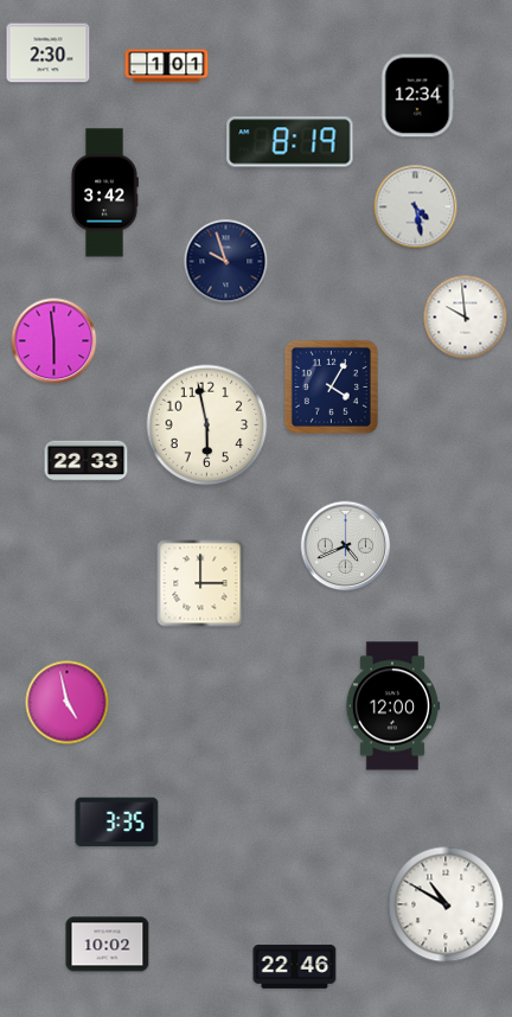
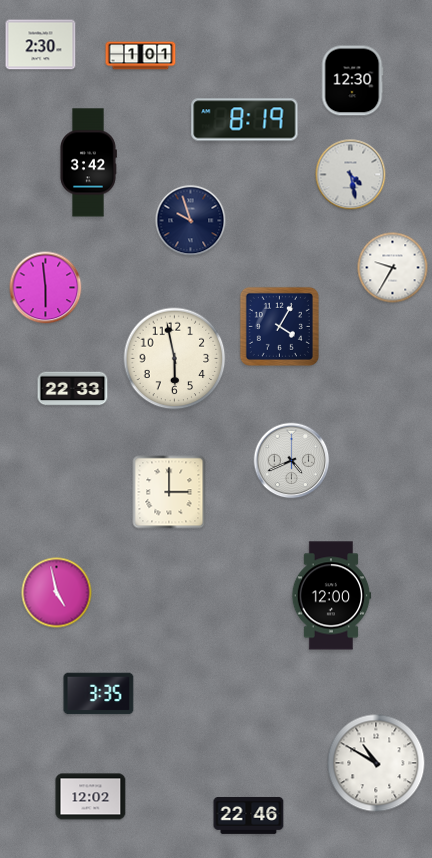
clock at (417, 96): 12:34 -> 12:30
clock at (466, 318): 9:59 -> 9:35
clock at (108, 945): 10:02 -> 12:02
